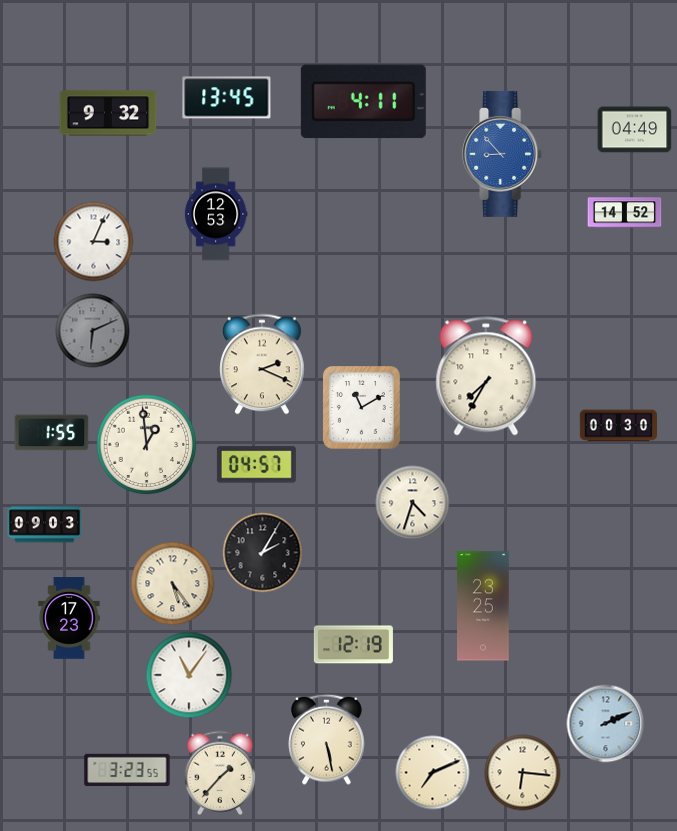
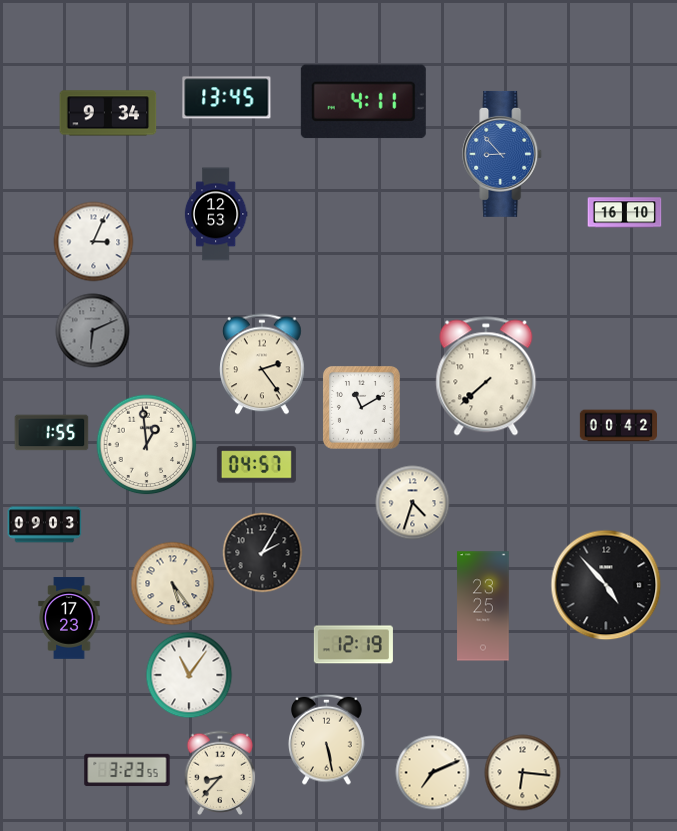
clock at (108, 113): 9:32 -> 9:34
clock at (635, 130): 04:49 -> none
clock at (625, 213): 14:52 -> 16:10
clock at (262, 364): 2:19 -> 2:24
clock at (486, 376): 7:35 -> 7:38
clock at (618, 426): 00:30 -> 00:42
clock at (606, 585): none -> 4:53
clock at (606, 724): 2:11 -> none
clock at (220, 773): 1:37 -> 8:37
